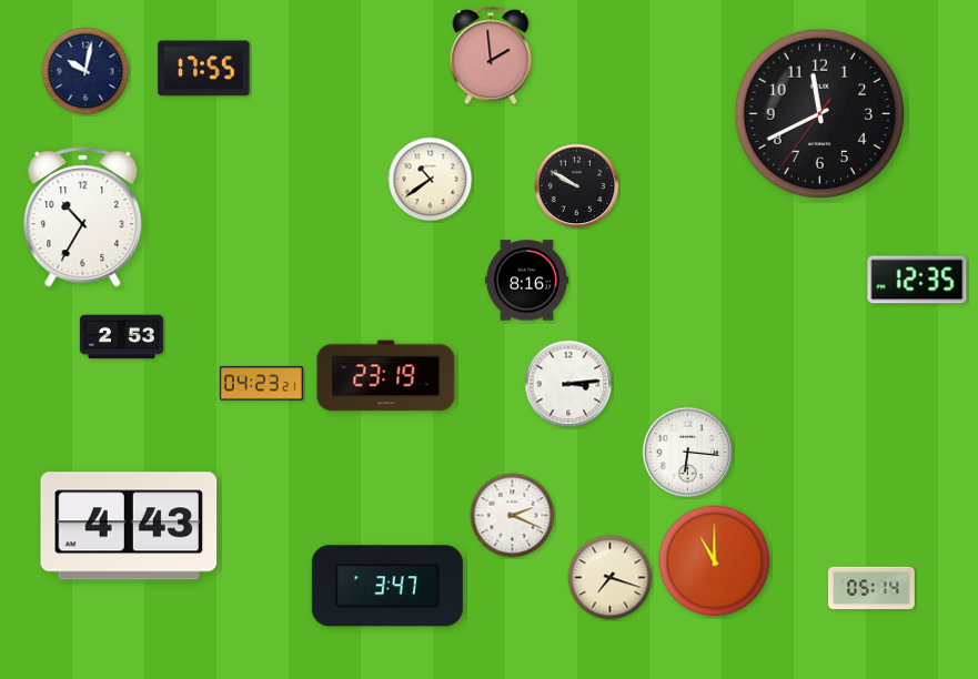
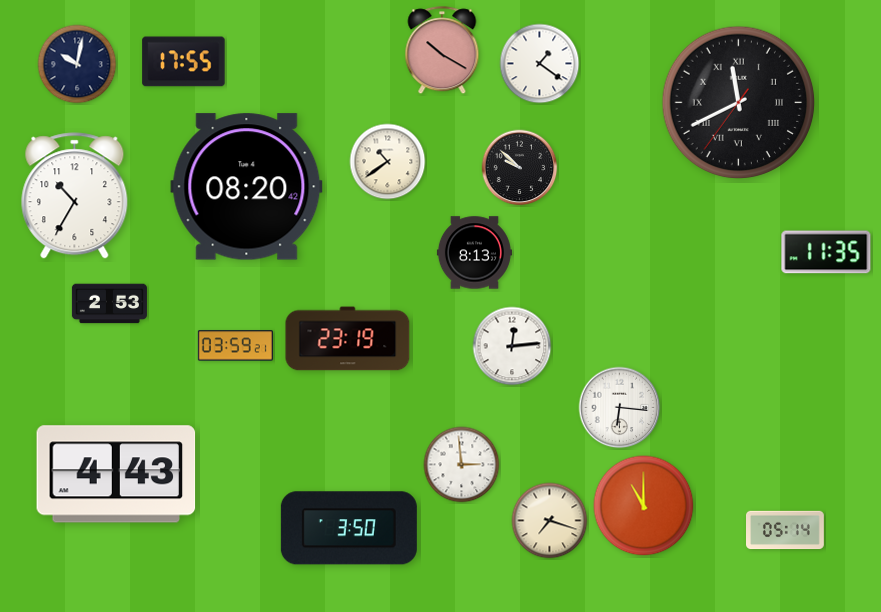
clock at (491, 57): 1:59 -> 10:20
clock at (540, 64): none -> 1:21
clock at (820, 114) numerals: Arabic -> Roman
clock at (577, 186): 9:50 -> 9:52
clock at (247, 187): none -> 08:20
clock at (917, 280): 12:35 -> 11:35
clock at (526, 281): 8:16 -> 8:13
clock at (261, 384): 04:23 -> 03:59
clock at (568, 384): 3:14 -> 12:14
clock at (513, 516): 2:19 -> 2:59
clock at (387, 586): 3:47 -> 3:50
